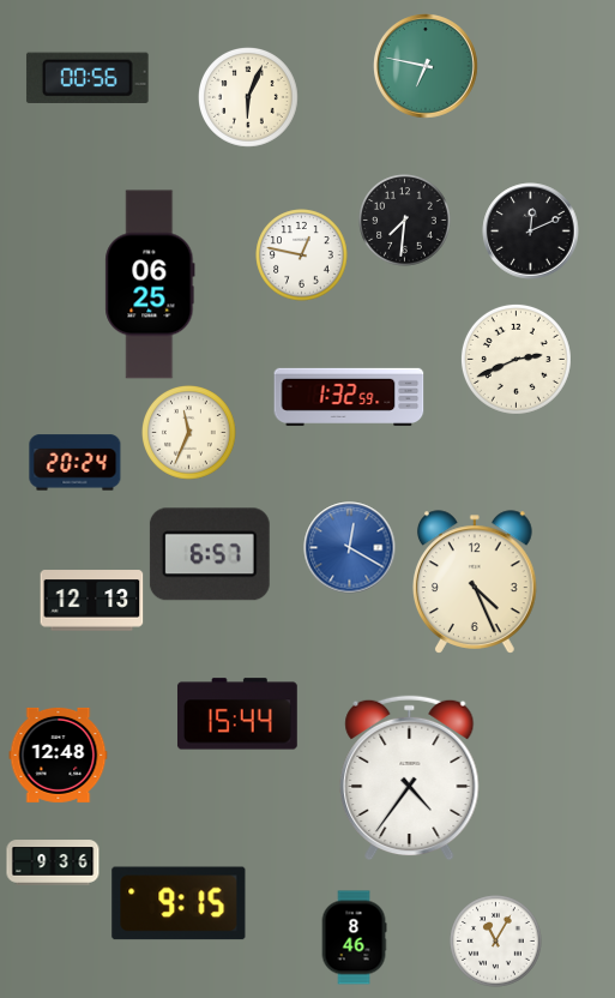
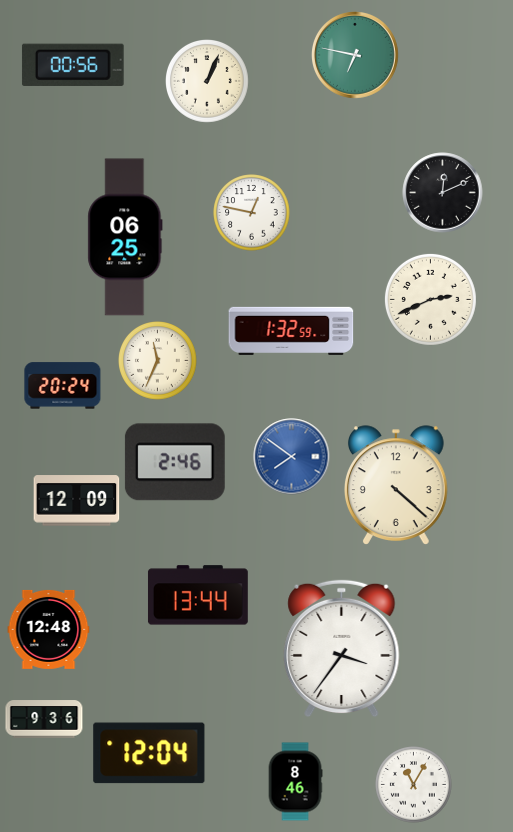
clock at (249, 98): 6:04 -> 1:04
clock at (405, 221): 7:31 -> none
clock at (350, 548): 12:20 -> 7:51
clock at (210, 554): 6:57 -> 2:46
clock at (476, 582): 4:26 -> 4:22
clock at (92, 601): 12:13 -> 12:09
clock at (237, 714): 15:44 -> 13:44
clock at (410, 778): 4:36 -> 3:36
clock at (179, 903): 9:15 -> 12:04
